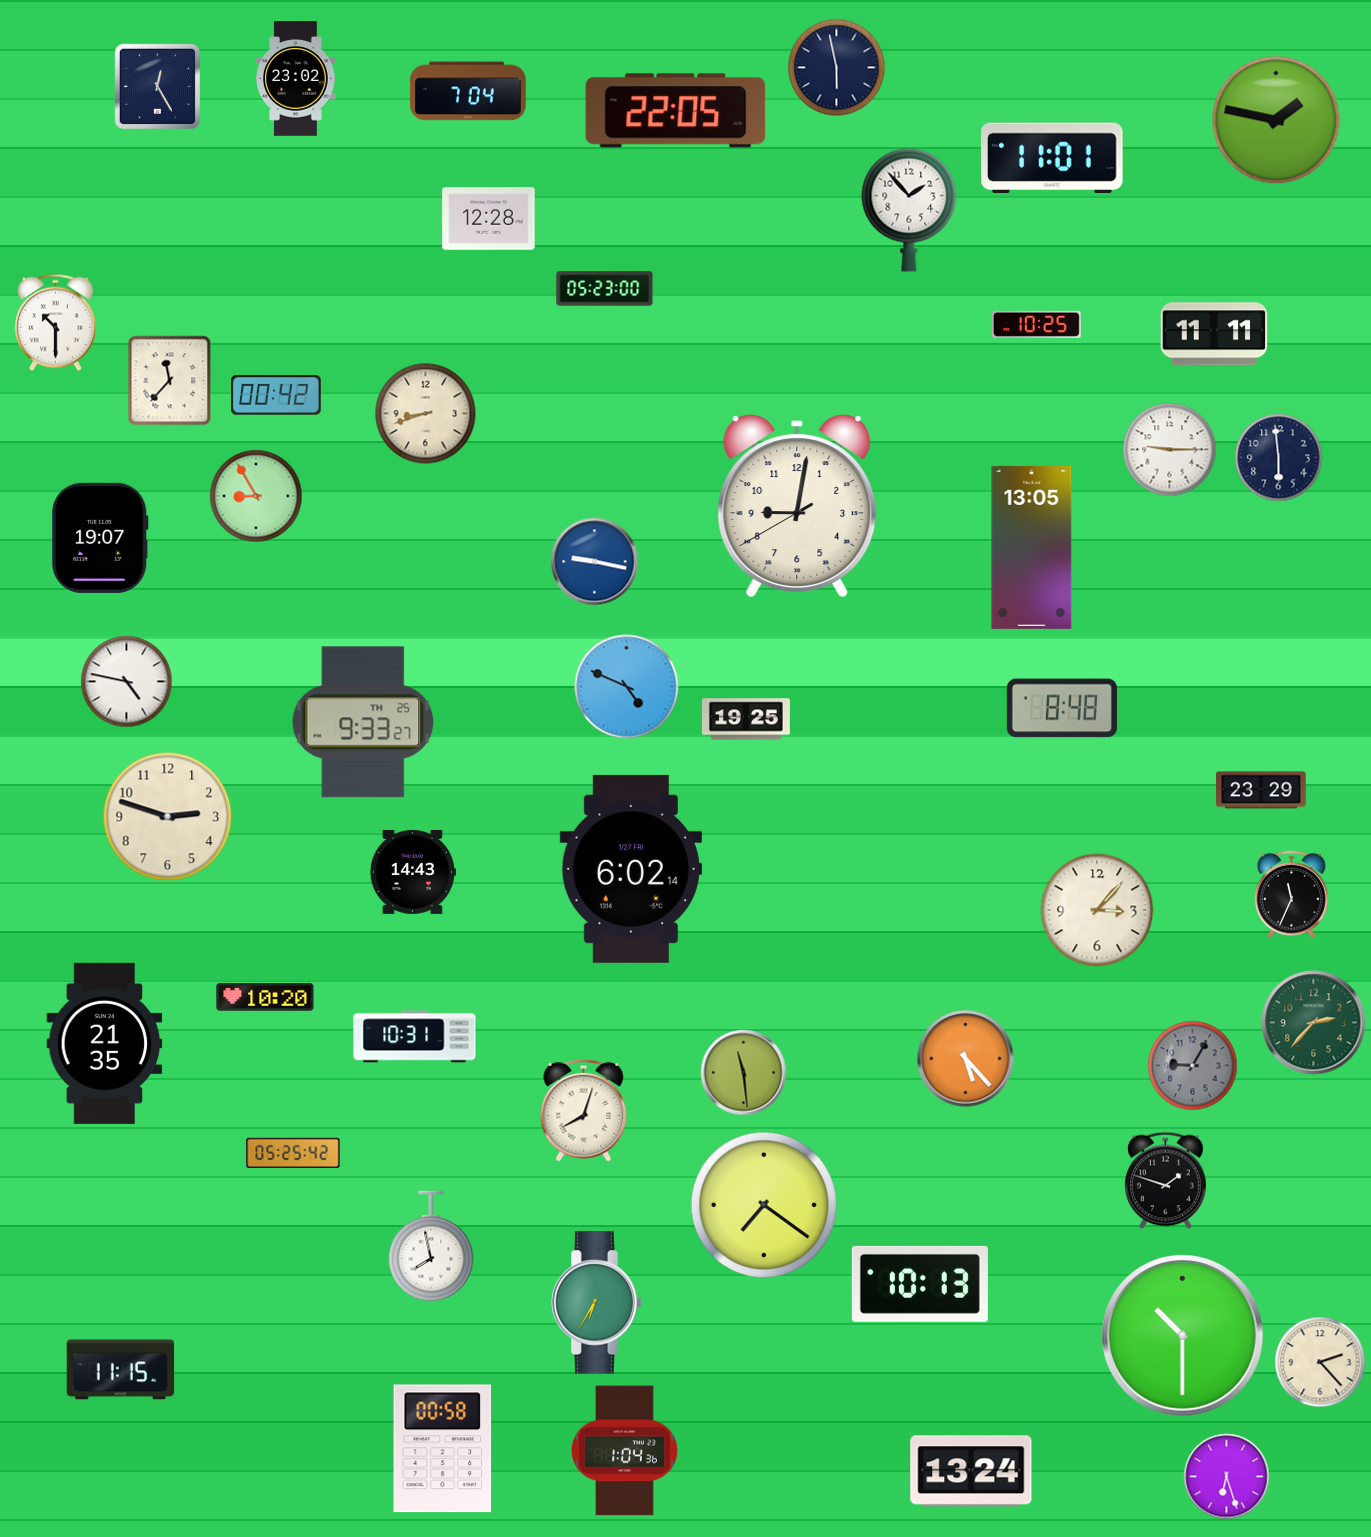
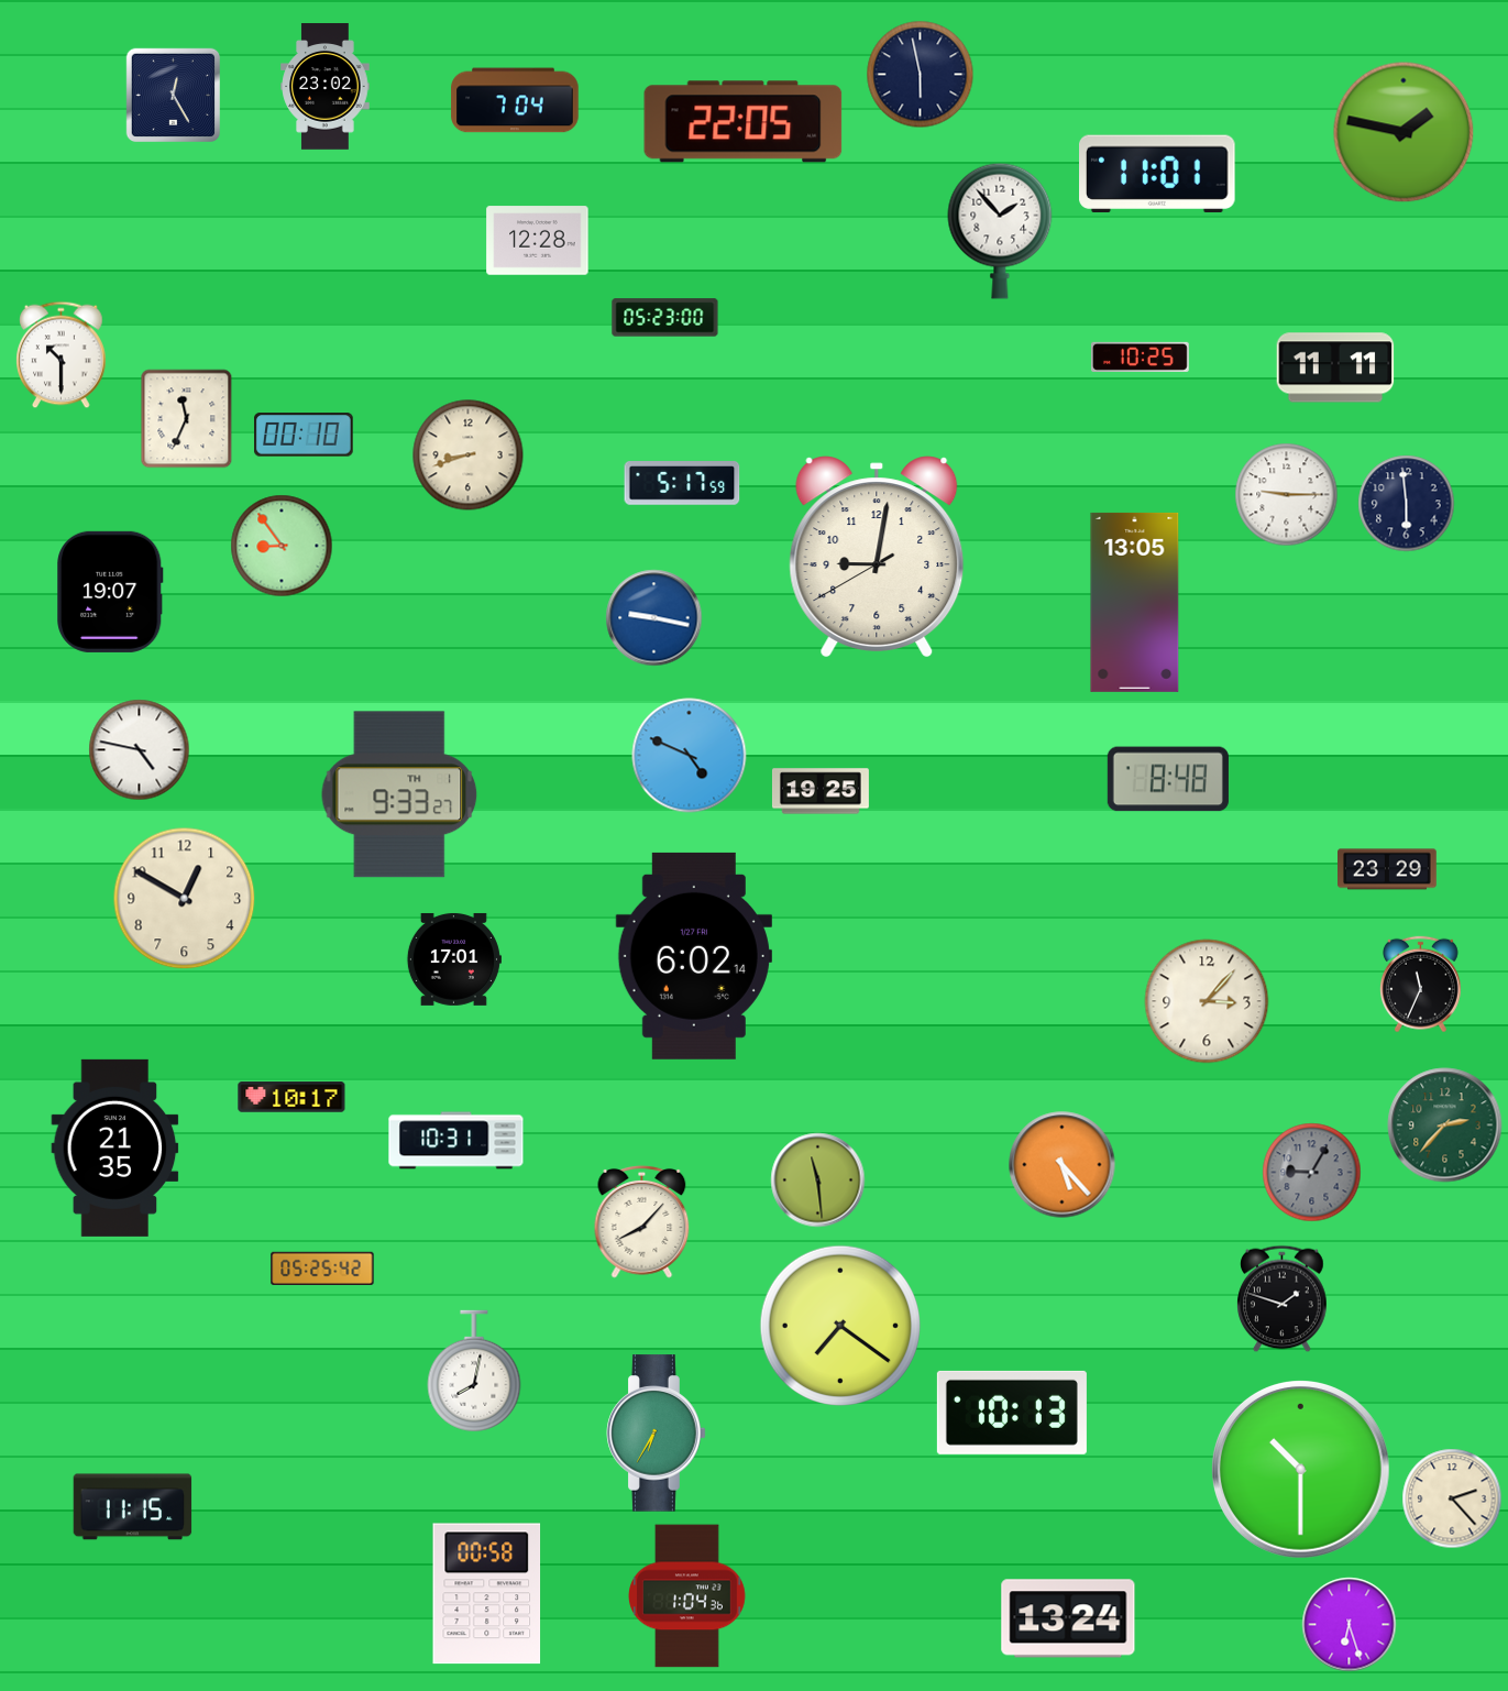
clock at (170, 381): 11:37 -> 11:34
clock at (277, 395): 00:42 -> 00:10
clock at (682, 483): none -> 5:17
clock at (256, 496): 8:55 -> 8:54
clock at (363, 722) date: TH 25 -> TH 1
clock at (168, 817): 2:48 -> 12:50
clock at (412, 872): 14:43 -> 17:01
clock at (265, 997): 10:20 -> 10:17
clock at (584, 1110): 8:03 -> 8:07
clock at (431, 1246): 7:58 -> 8:02
